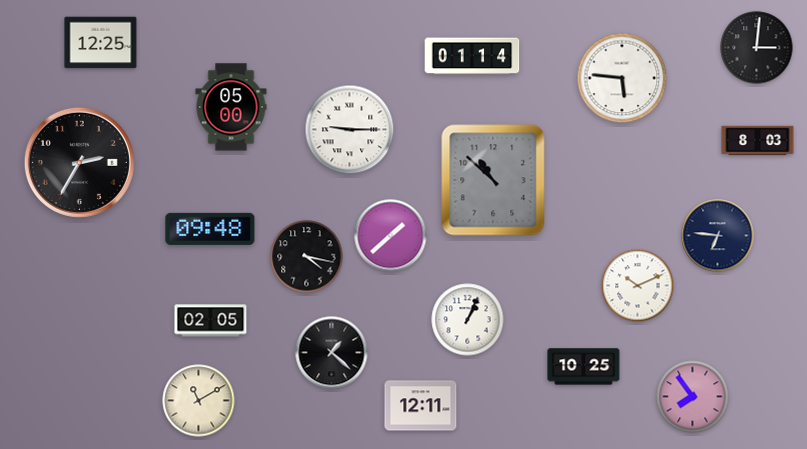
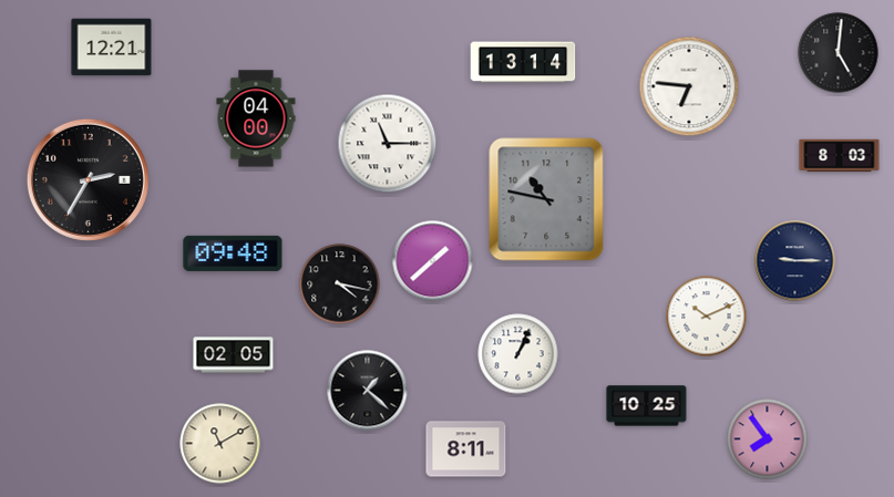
clock at (101, 43): 12:25 -> 12:21
clock at (757, 48): 3:01 -> 5:01
clock at (472, 56): 01:14 -> 13:14
clock at (622, 78): 5:46 -> 6:46
clock at (231, 107): 05:00 -> 04:00
clock at (350, 130): 9:15 -> 11:15
clock at (493, 180): 10:52 -> 10:47
clock at (718, 236): 6:46 -> 9:15
clock at (421, 406): 12:11 -> 8:11
